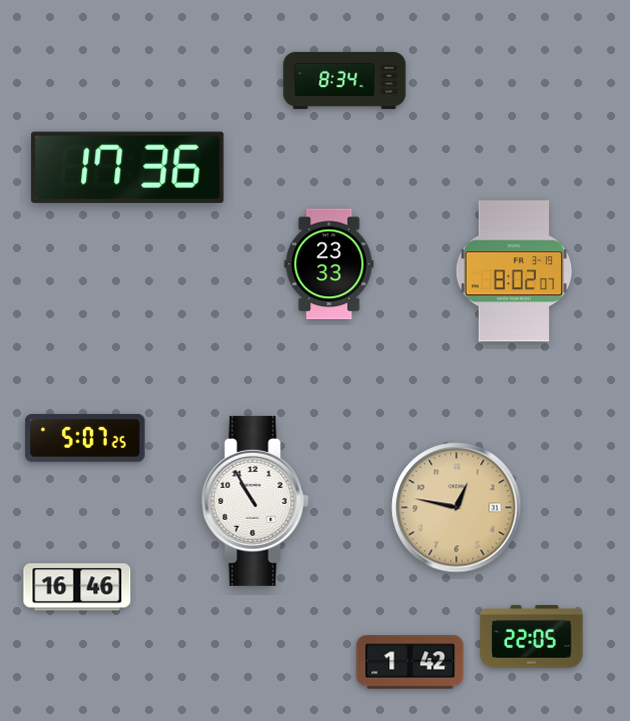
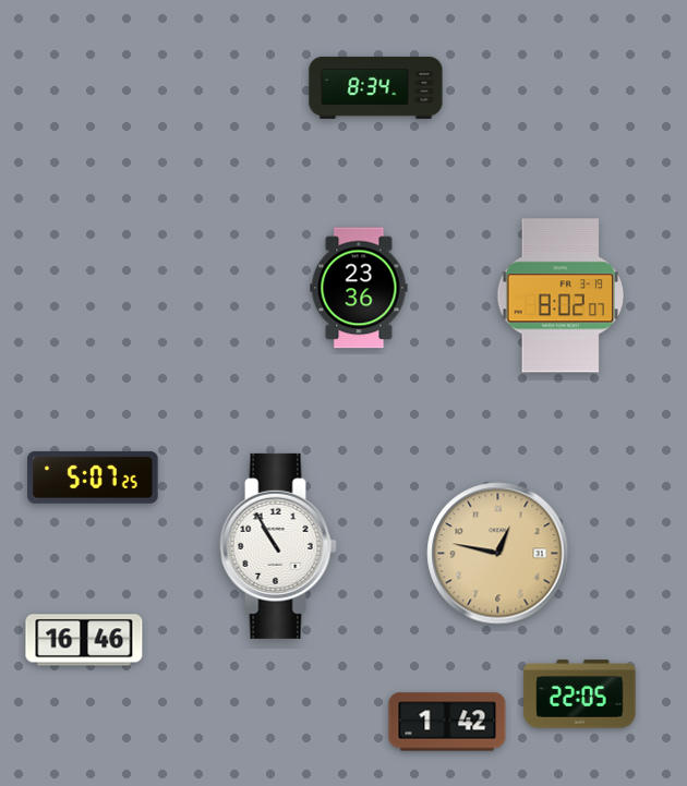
clock at (128, 167): 17:36 -> none
clock at (329, 264): 23:33 -> 23:36
